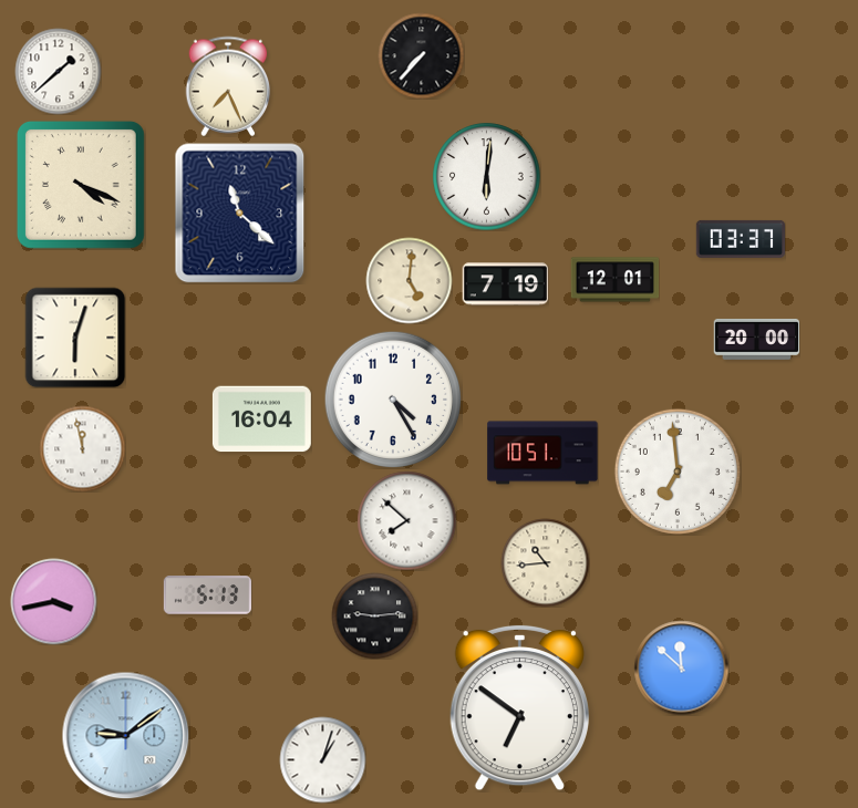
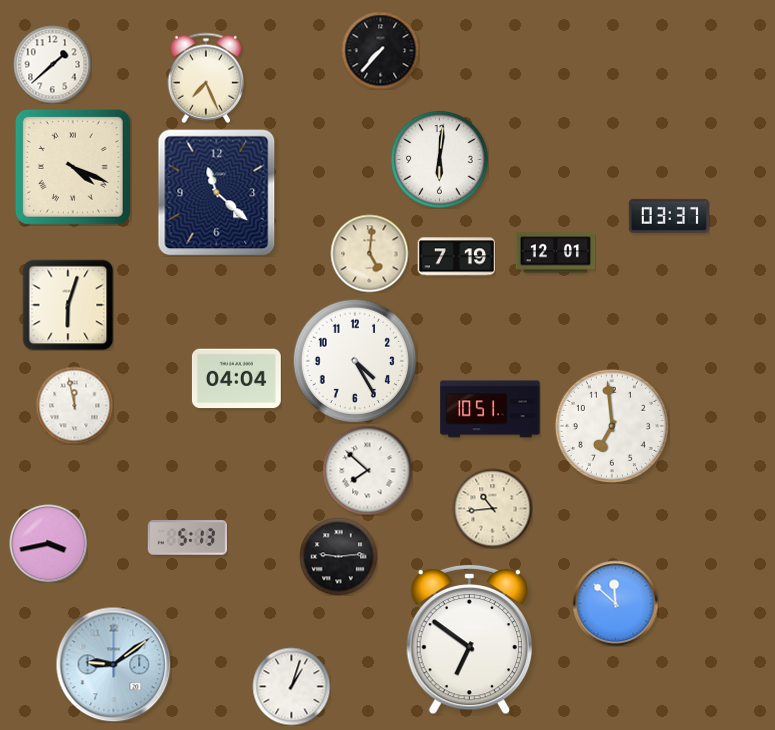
clock at (756, 339): 20:00 -> none
clock at (261, 419): 16:04 -> 04:04
